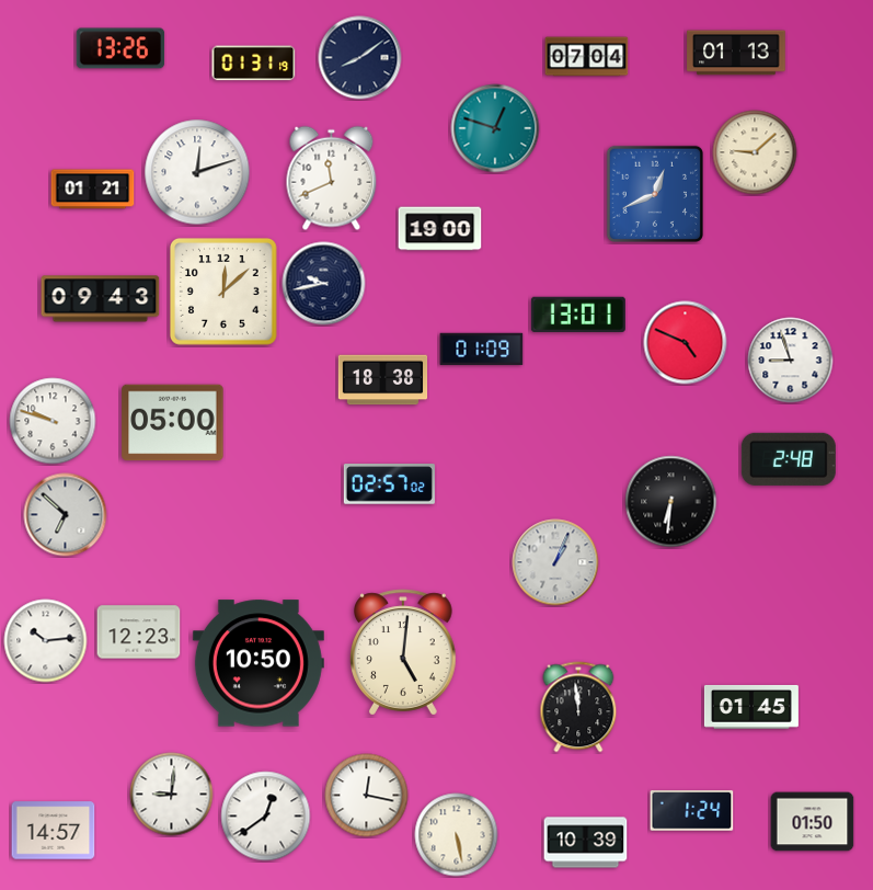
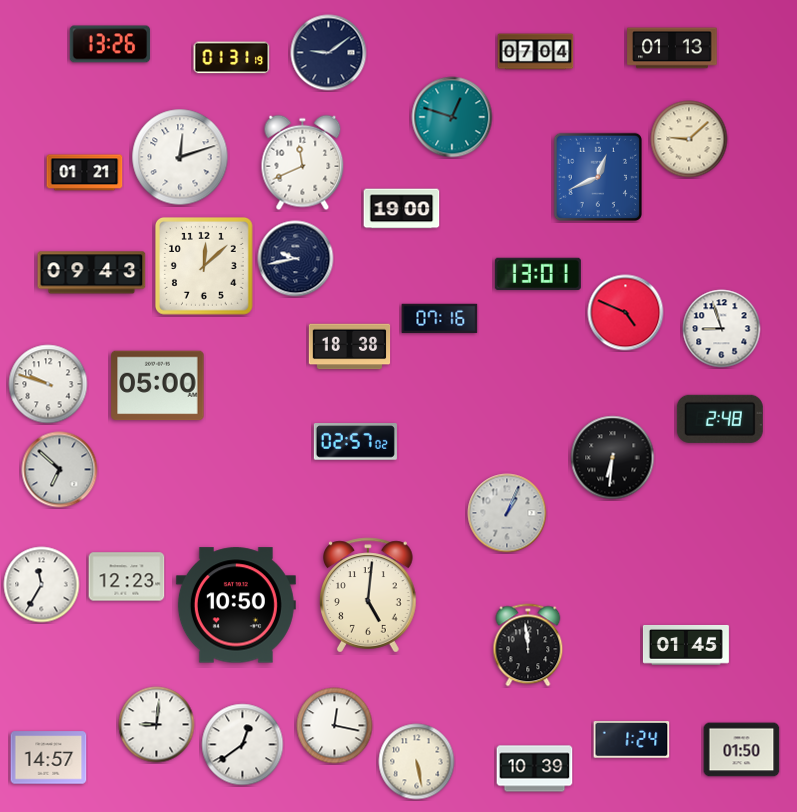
clock at (360, 58): 8:09 -> 9:09
clock at (578, 315) position: (578, 315) -> (538, 274)
clock at (482, 350): 01:09 -> 07:16
clock at (46, 641): 10:14 -> 11:35
